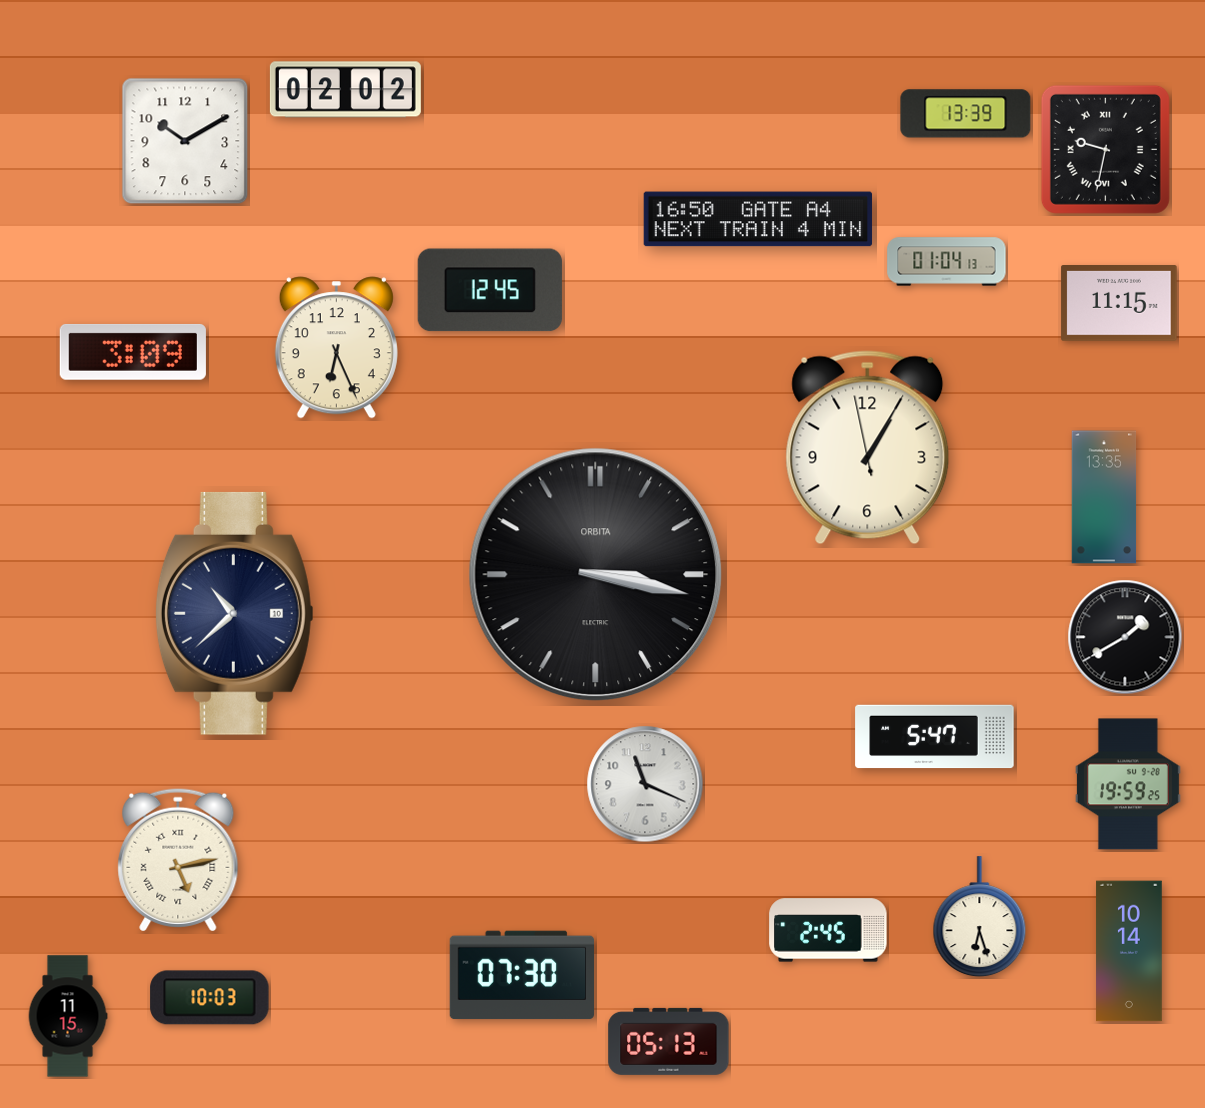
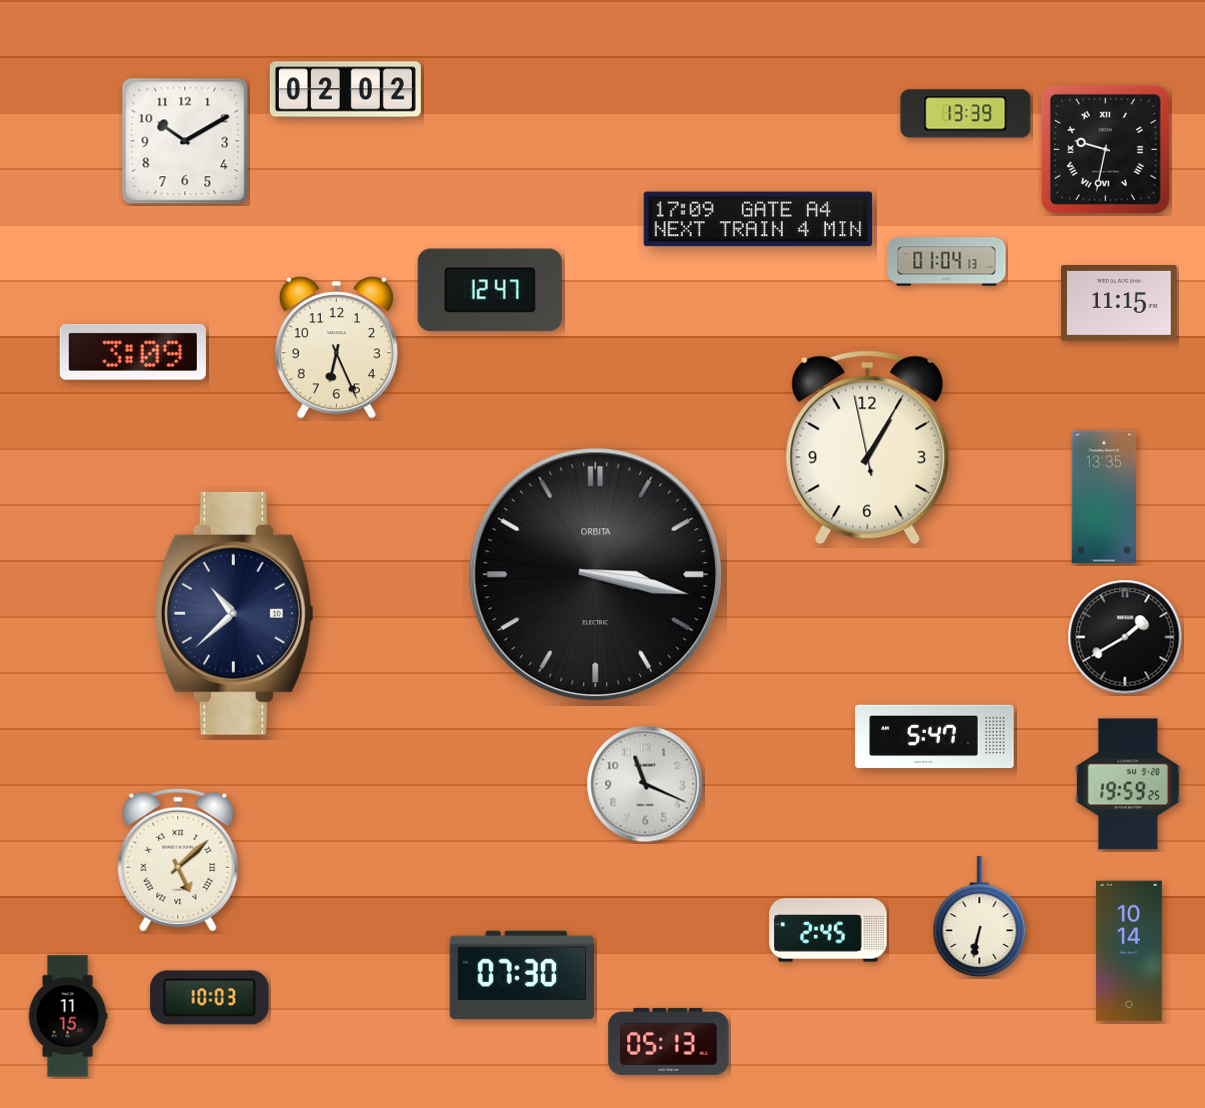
clock at (758, 219): 16:50 -> 17:09
clock at (490, 290): 12:45 -> 12:47
clock at (178, 860): 5:13 -> 5:08
clock at (980, 917): 6:27 -> 6:32
